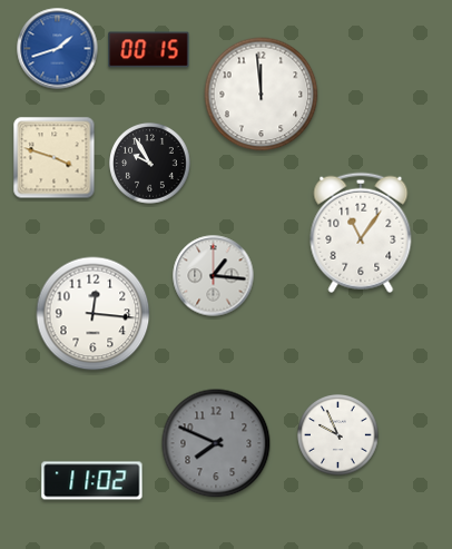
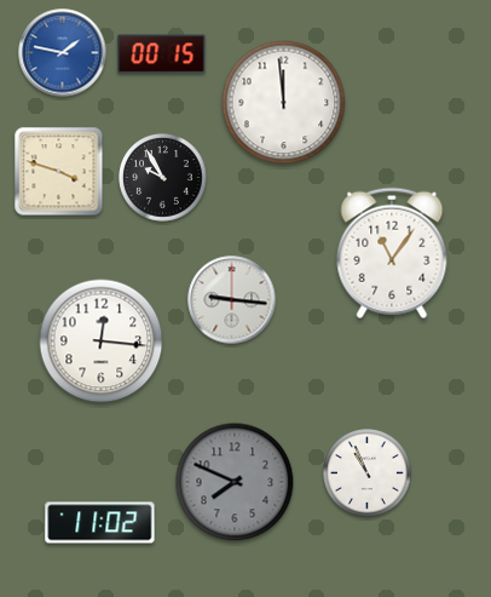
clock at (58, 49): 1:42 -> 1:47
clock at (214, 276): 1:16 -> 9:16
clock at (338, 435): 9:56 -> 10:56
